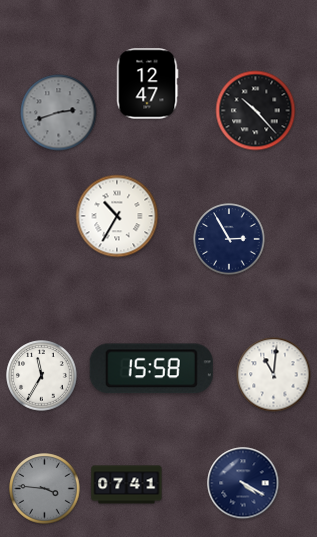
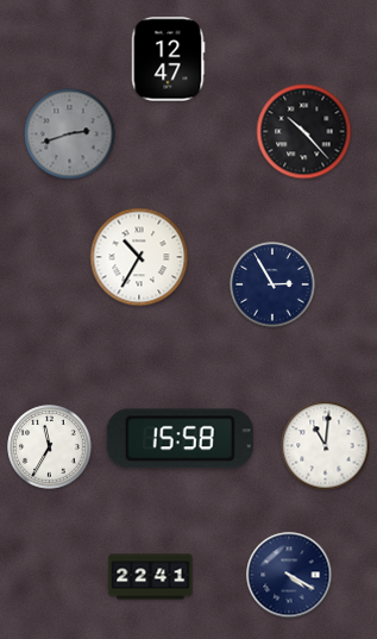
clock at (147, 84) position: (147, 84) -> (168, 59)
clock at (127, 485): 07:41 -> 22:41
clock at (45, 489): 3:46 -> none
